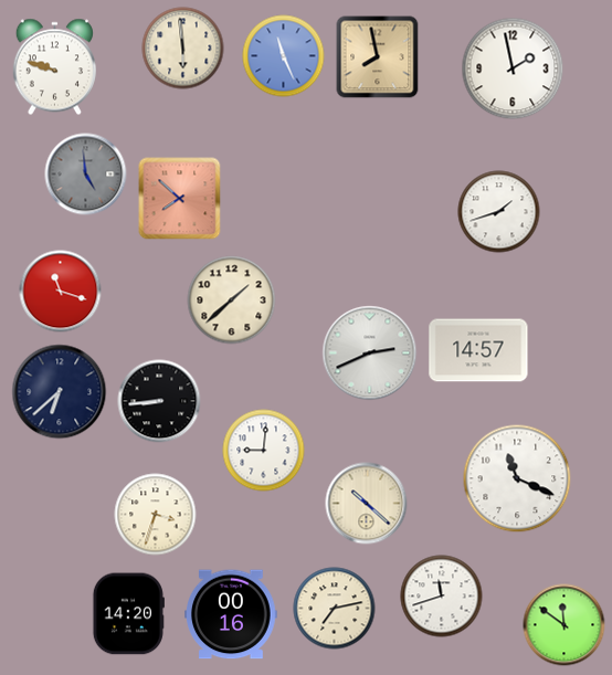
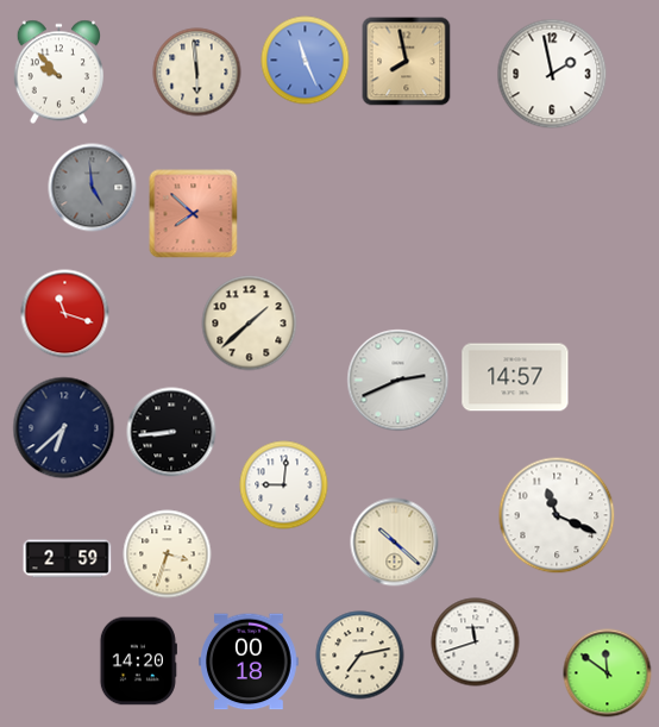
clock at (183, 49) position: (183, 49) -> (197, 73)
clock at (54, 67): 9:48 -> 9:53
clock at (499, 212): 1:42 -> none
clock at (60, 392) position: (60, 392) -> (64, 428)
clock at (68, 559): none -> 2:59
clock at (231, 614): 00:16 -> 00:18
